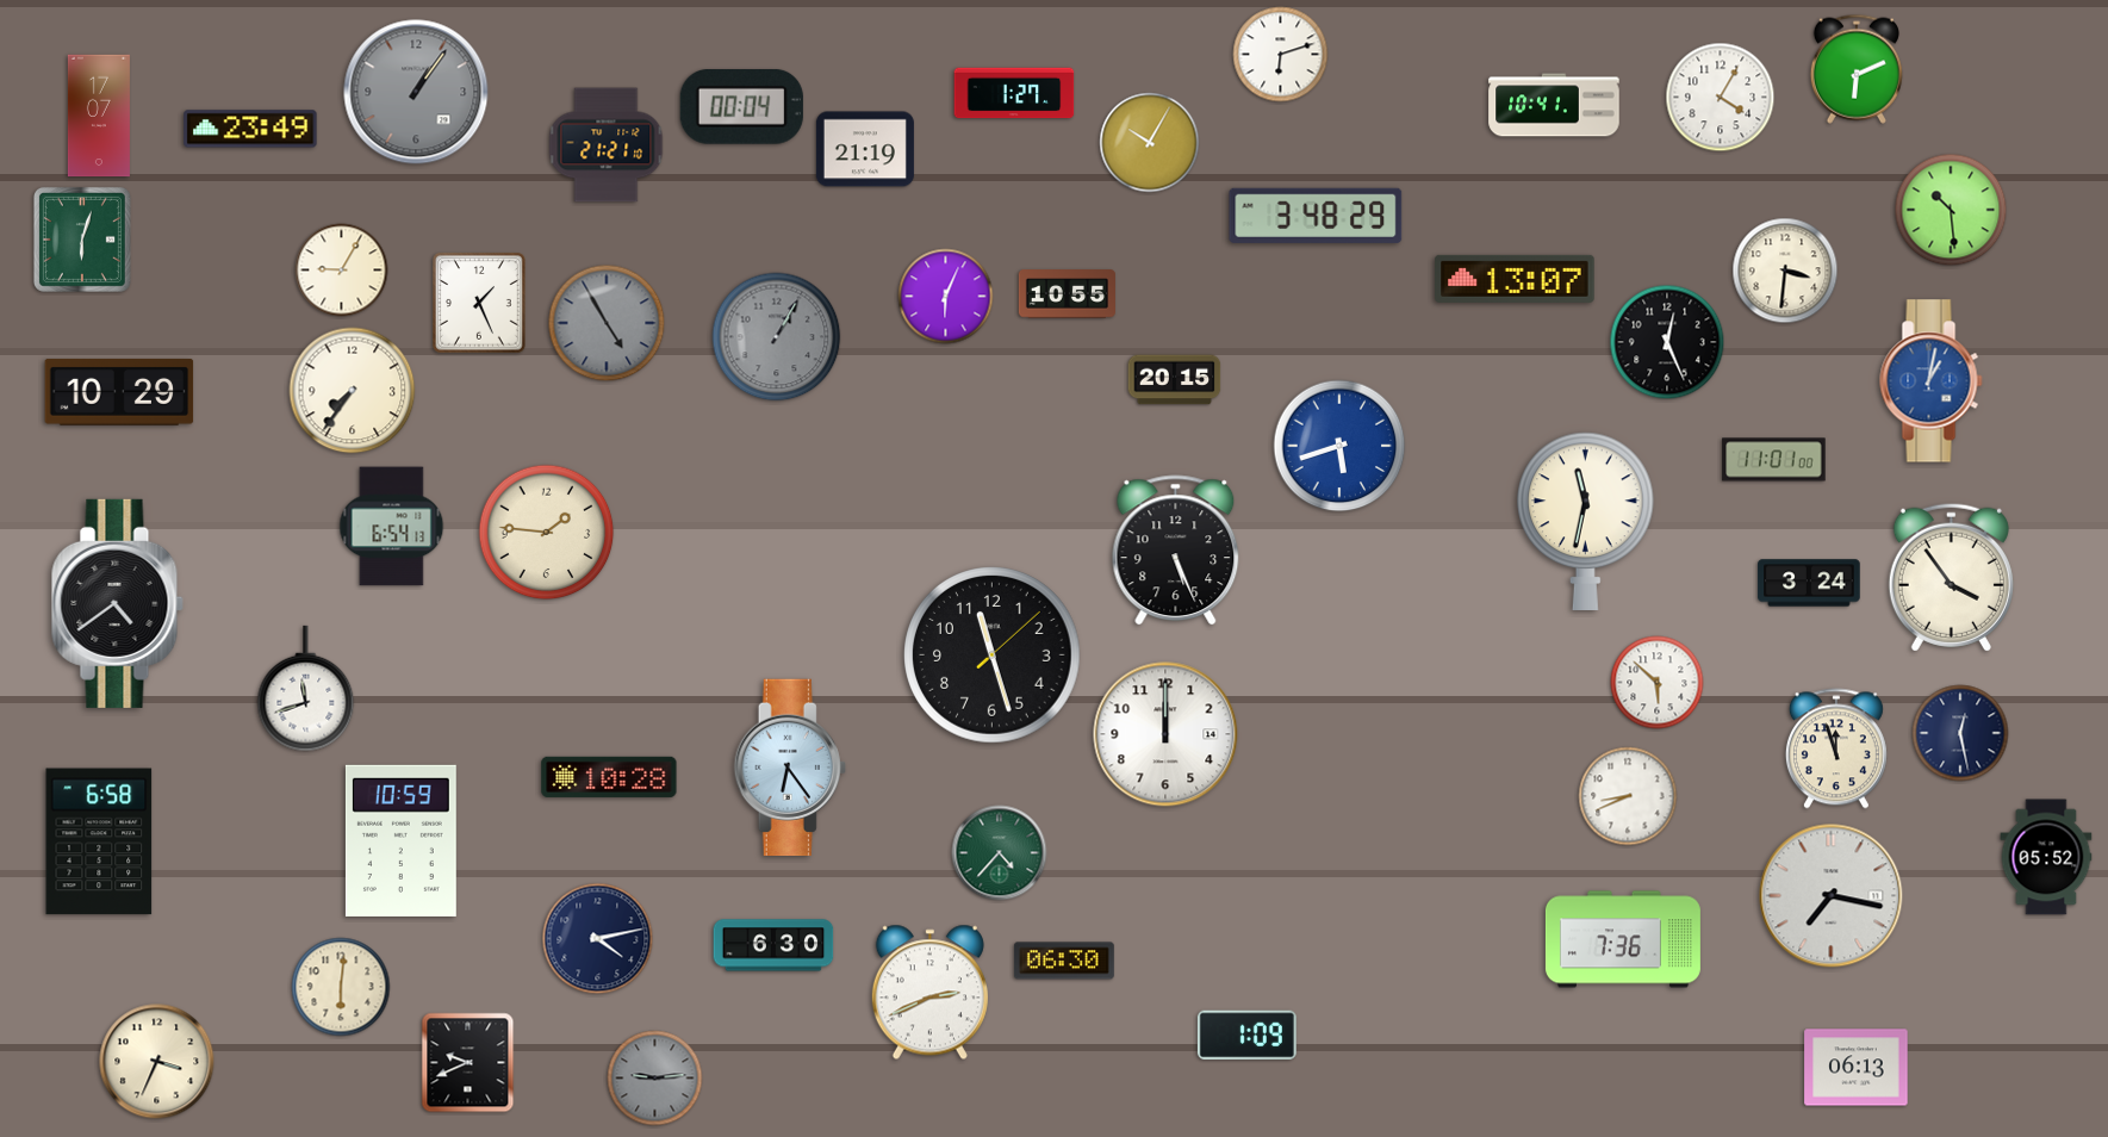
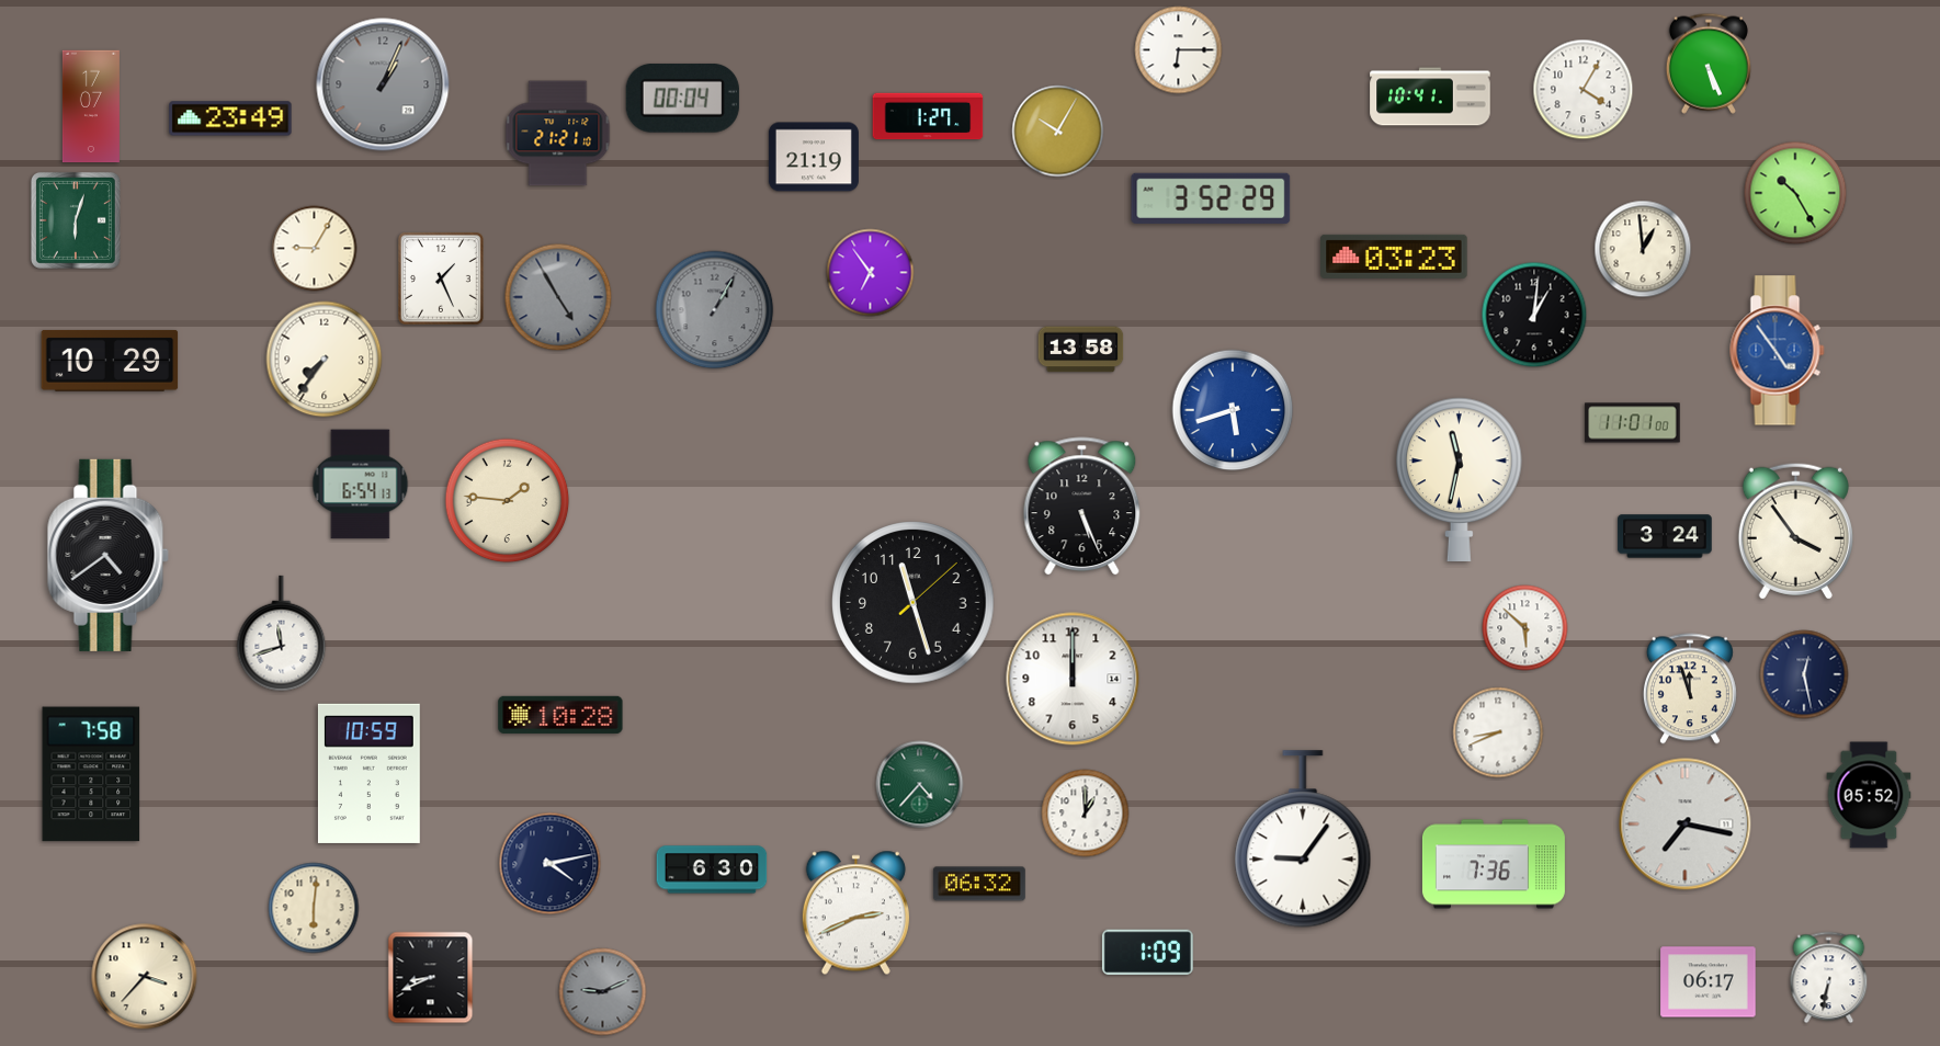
clock at (1281, 55): 6:12 -> 6:15
clock at (1857, 69): 6:11 -> 5:26
clock at (416, 92): 1:06 -> 1:04
clock at (1014, 93) position: (1014, 93) -> (928, 116)
clock at (865, 149) position: (865, 149) -> (814, 157)
clock at (1951, 210): 10:29 -> 10:25
clock at (1316, 216): 3:48 -> 3:52
clock at (1785, 271): 3:31 -> 12:59
clock at (1515, 279): 13:07 -> 03:23
clock at (1067, 294): 10:55 -> none
clock at (946, 297): 6:04 -> 6:54
clock at (1667, 342): 12:26 -> 1:01
clock at (1175, 380): 20:15 -> 13:58
clock at (1932, 381): 1:02 -> 4:54
clock at (547, 533) position: (547, 533) -> (508, 501)
clock at (1165, 734) position: (1165, 734) -> (1073, 679)
clock at (790, 768): 6:24 -> none
clock at (99, 841): 6:58 -> 7:58
clock at (2046, 857) position: (2046, 857) -> (1869, 795)
clock at (1086, 814): none -> 1:00
clock at (1303, 839): none -> 9:06
clock at (1064, 961): 06:30 -> 06:32
clock at (157, 1062): 3:34 -> 3:37
clock at (468, 1063): 9:41 -> 8:41
clock at (1829, 978): none -> 6:32
clock at (1857, 1068): 06:13 -> 06:17
clock at (655, 1079): 9:14 -> 9:11
